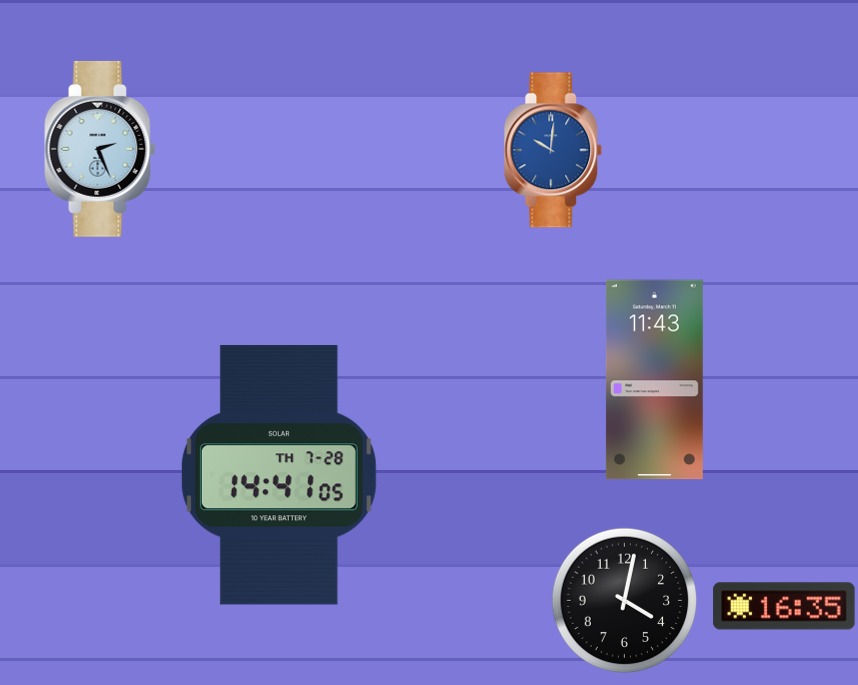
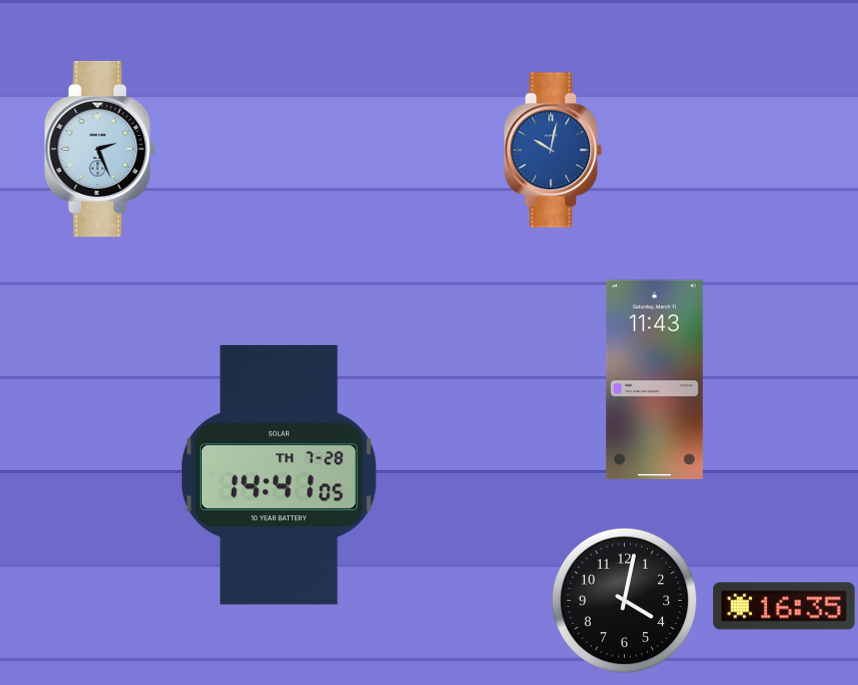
clock at (553, 150): 10:01 -> 10:02
